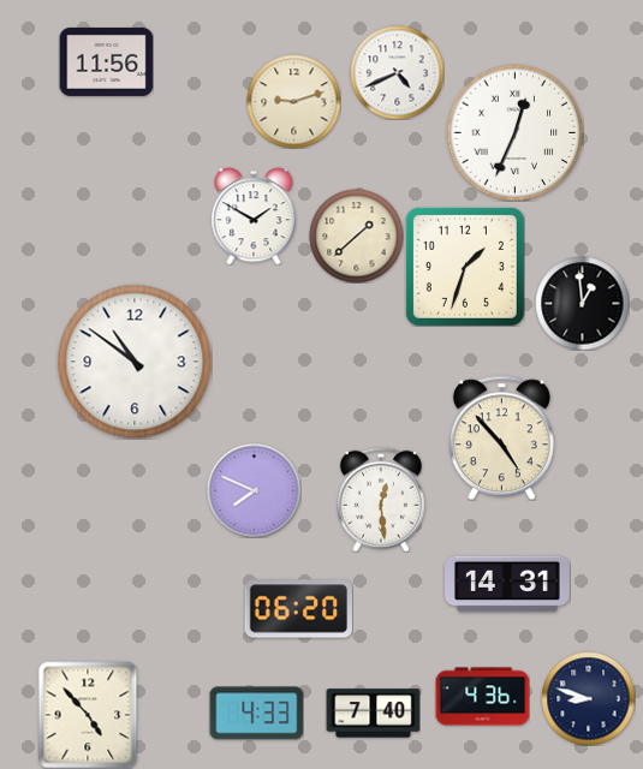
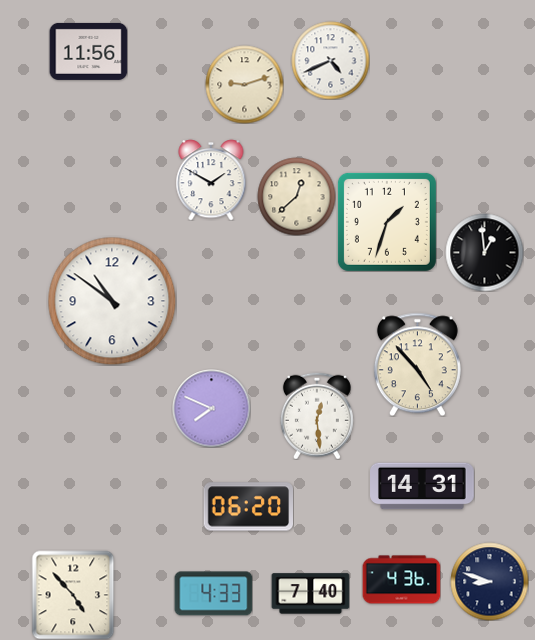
clock at (514, 132): 12:34 -> none
clock at (356, 236): 1:38 -> 12:38
